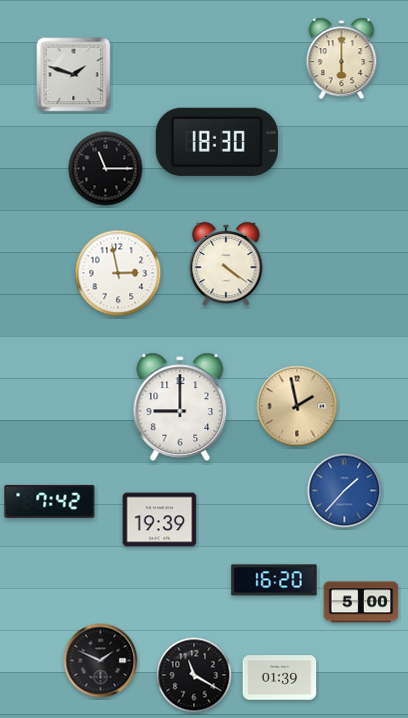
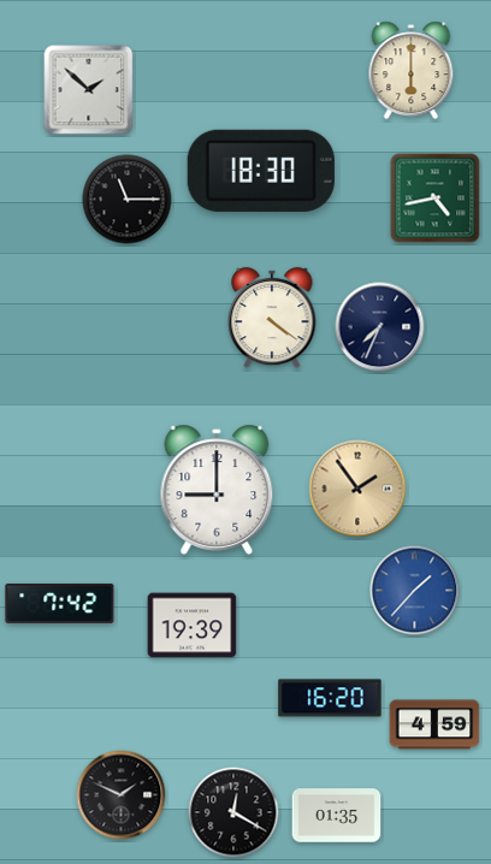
clock at (74, 75): 1:48 -> 1:52
clock at (436, 199): none -> 4:43
clock at (106, 169) position: (106, 169) -> (128, 200)
clock at (380, 327): none -> 7:34
clock at (118, 273): 2:58 -> none
clock at (297, 406): 1:58 -> 1:54
clock at (361, 602): 5:00 -> 4:59
clock at (194, 675): 11:20 -> 12:20
clock at (280, 678): 01:39 -> 01:35
